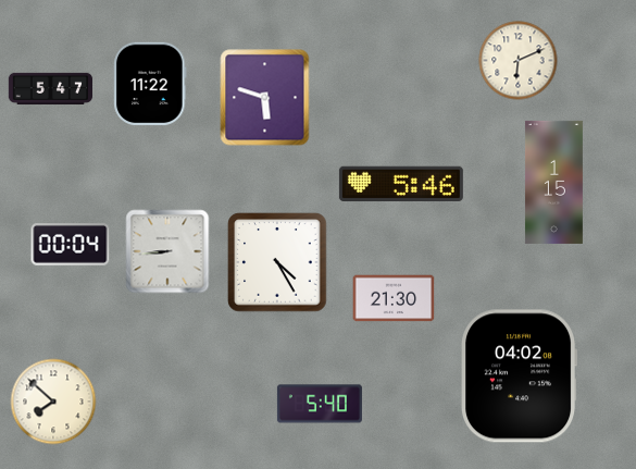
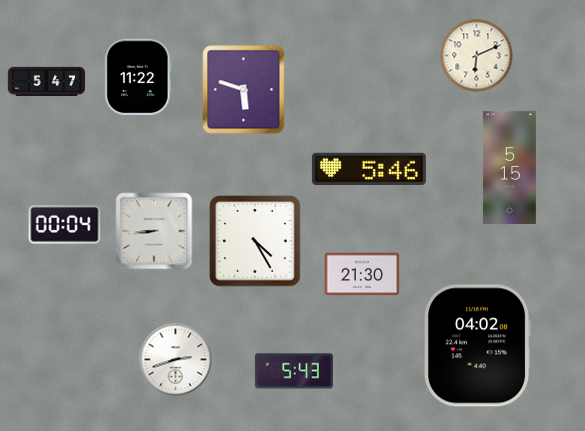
clock at (553, 182): 1:15 -> 5:15
clock at (176, 360): none -> 2:42
clock at (53, 402): 7:52 -> none
clock at (320, 404): 5:40 -> 5:43
